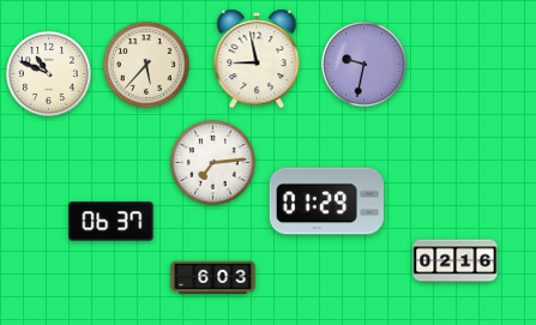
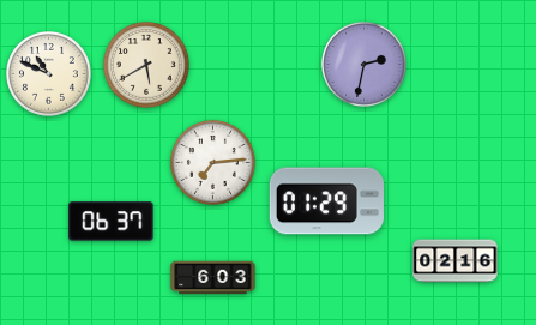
clock at (257, 59): 8:58 -> none
clock at (146, 65): 5:37 -> 5:40
clock at (365, 65): 9:32 -> 2:32
